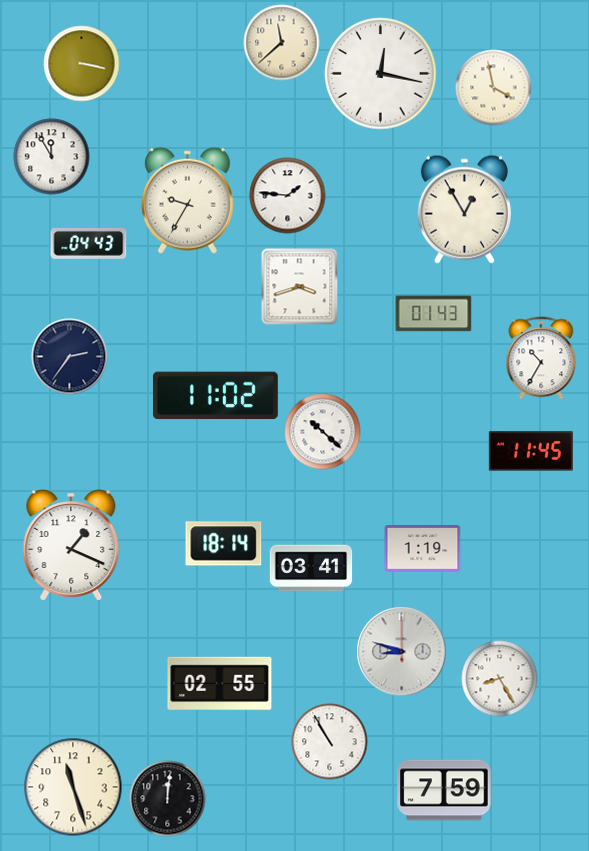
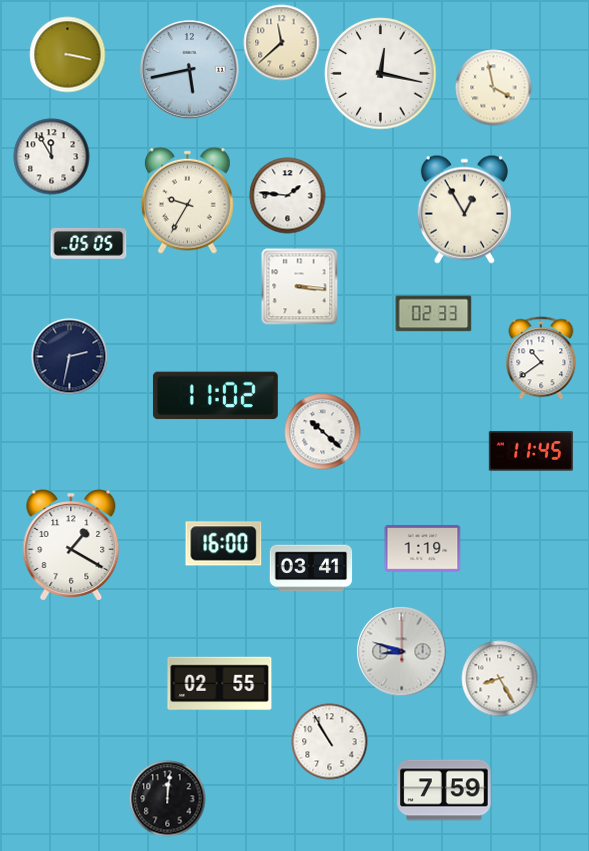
clock at (82, 64) position: (82, 64) -> (68, 55)
clock at (190, 70): none -> 5:43
clock at (89, 244): 04:43 -> 05:05
clock at (300, 287): 3:42 -> 3:16
clock at (434, 314): 01:43 -> 02:33
clock at (70, 357): 2:36 -> 2:32
clock at (541, 358): 10:35 -> 10:39
clock at (224, 544): 18:14 -> 16:00
clock at (71, 546): 1:19 -> 1:20
clock at (73, 787): 11:27 -> none
